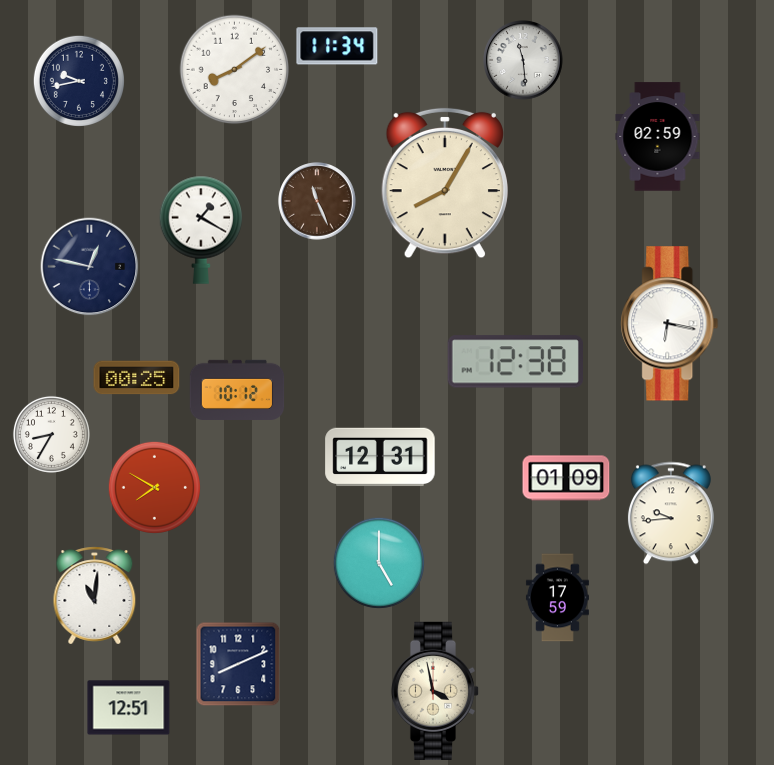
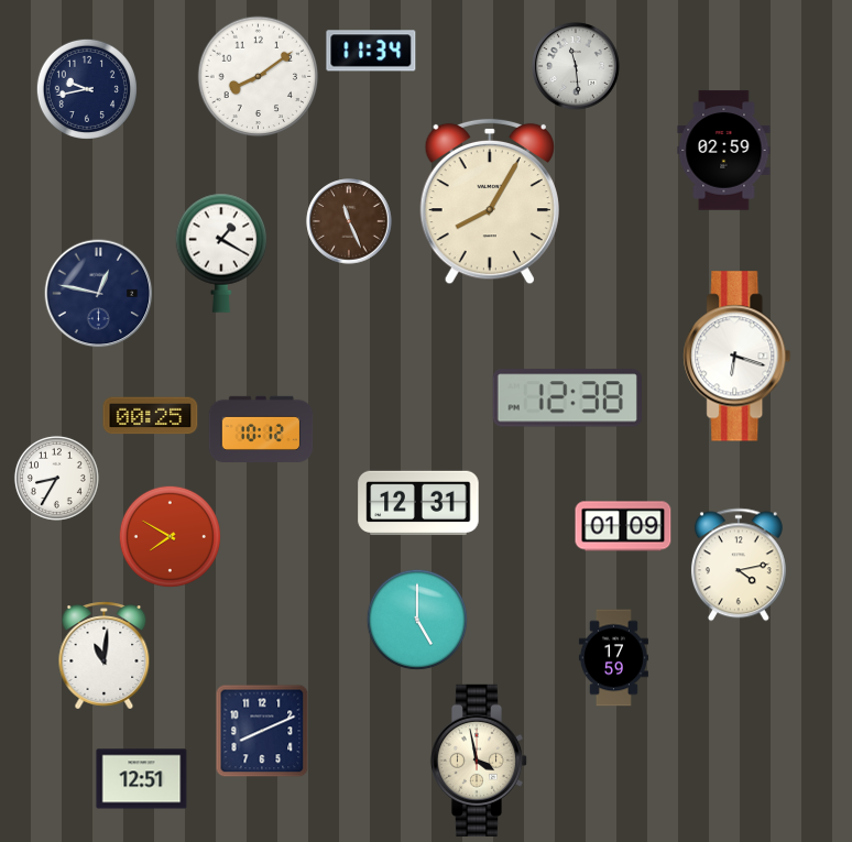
clock at (670, 324): 6:17 -> 6:18
clock at (671, 513): 9:44 -> 4:13
